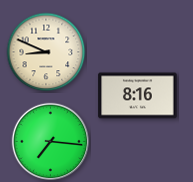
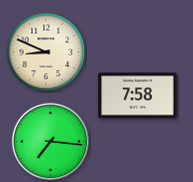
clock at (138, 96): 8:16 -> 7:58
